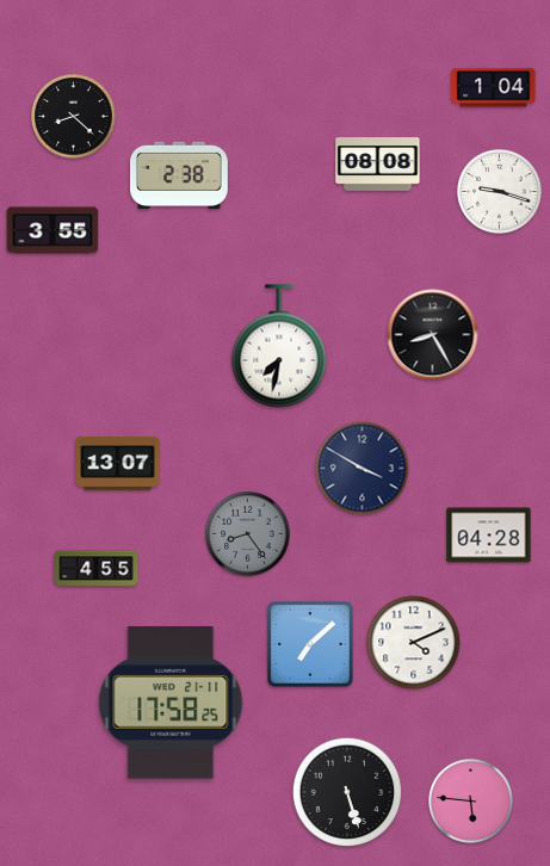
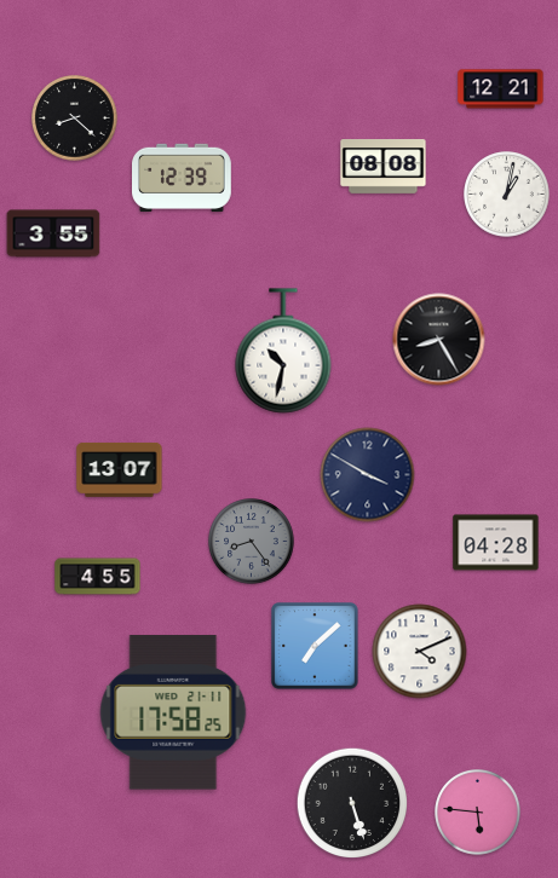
clock at (494, 88): 1:04 -> 12:21
clock at (180, 174): 2:38 -> 12:39
clock at (500, 192): 9:18 -> 1:02
clock at (279, 346): 7:32 -> 10:32
clock at (310, 644) position: (310, 644) -> (315, 646)
